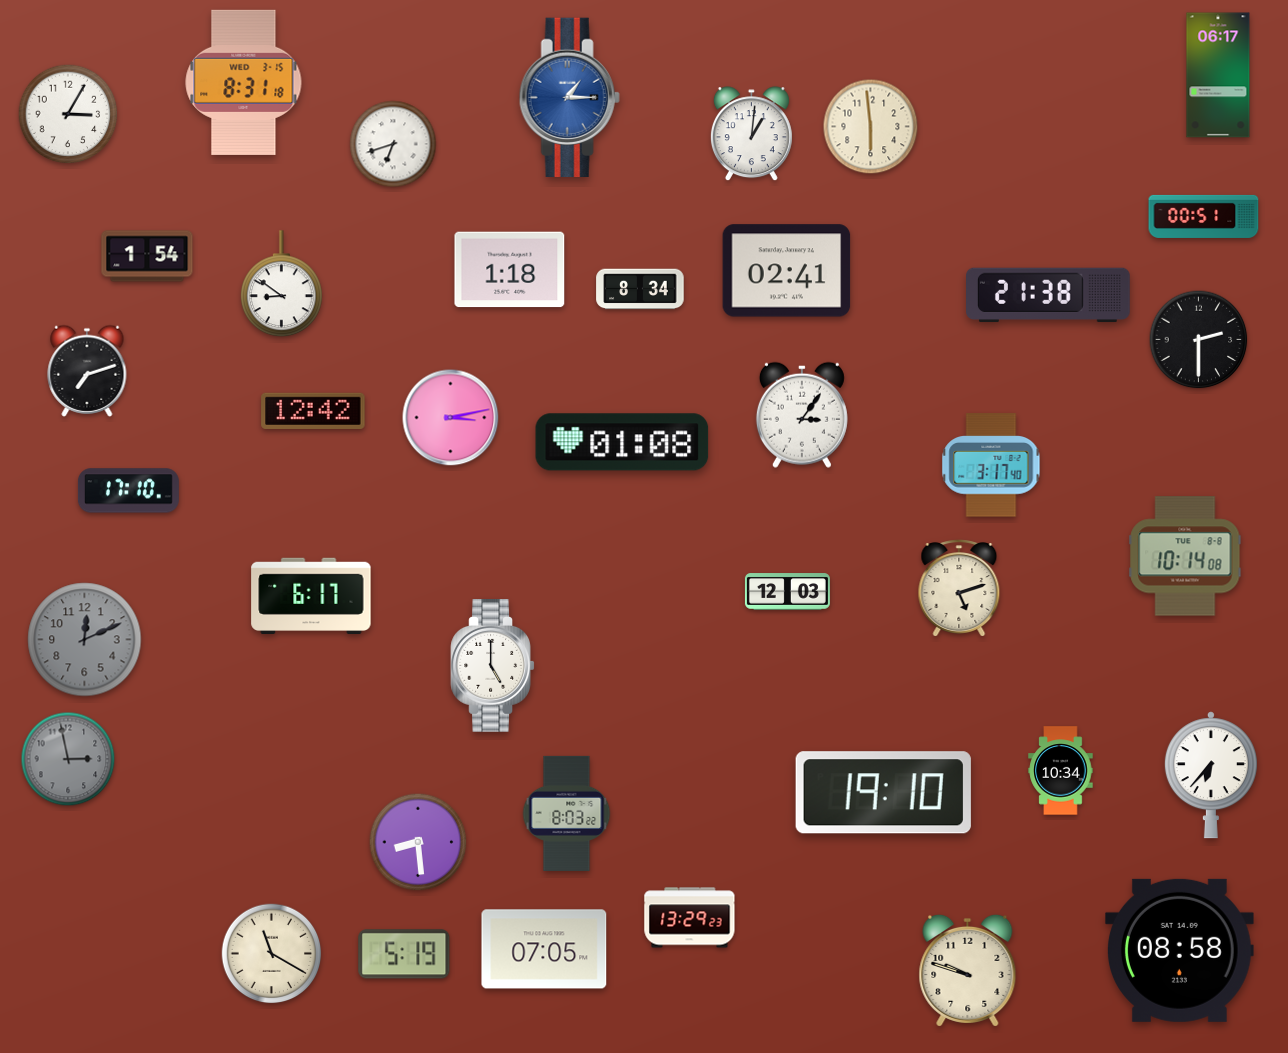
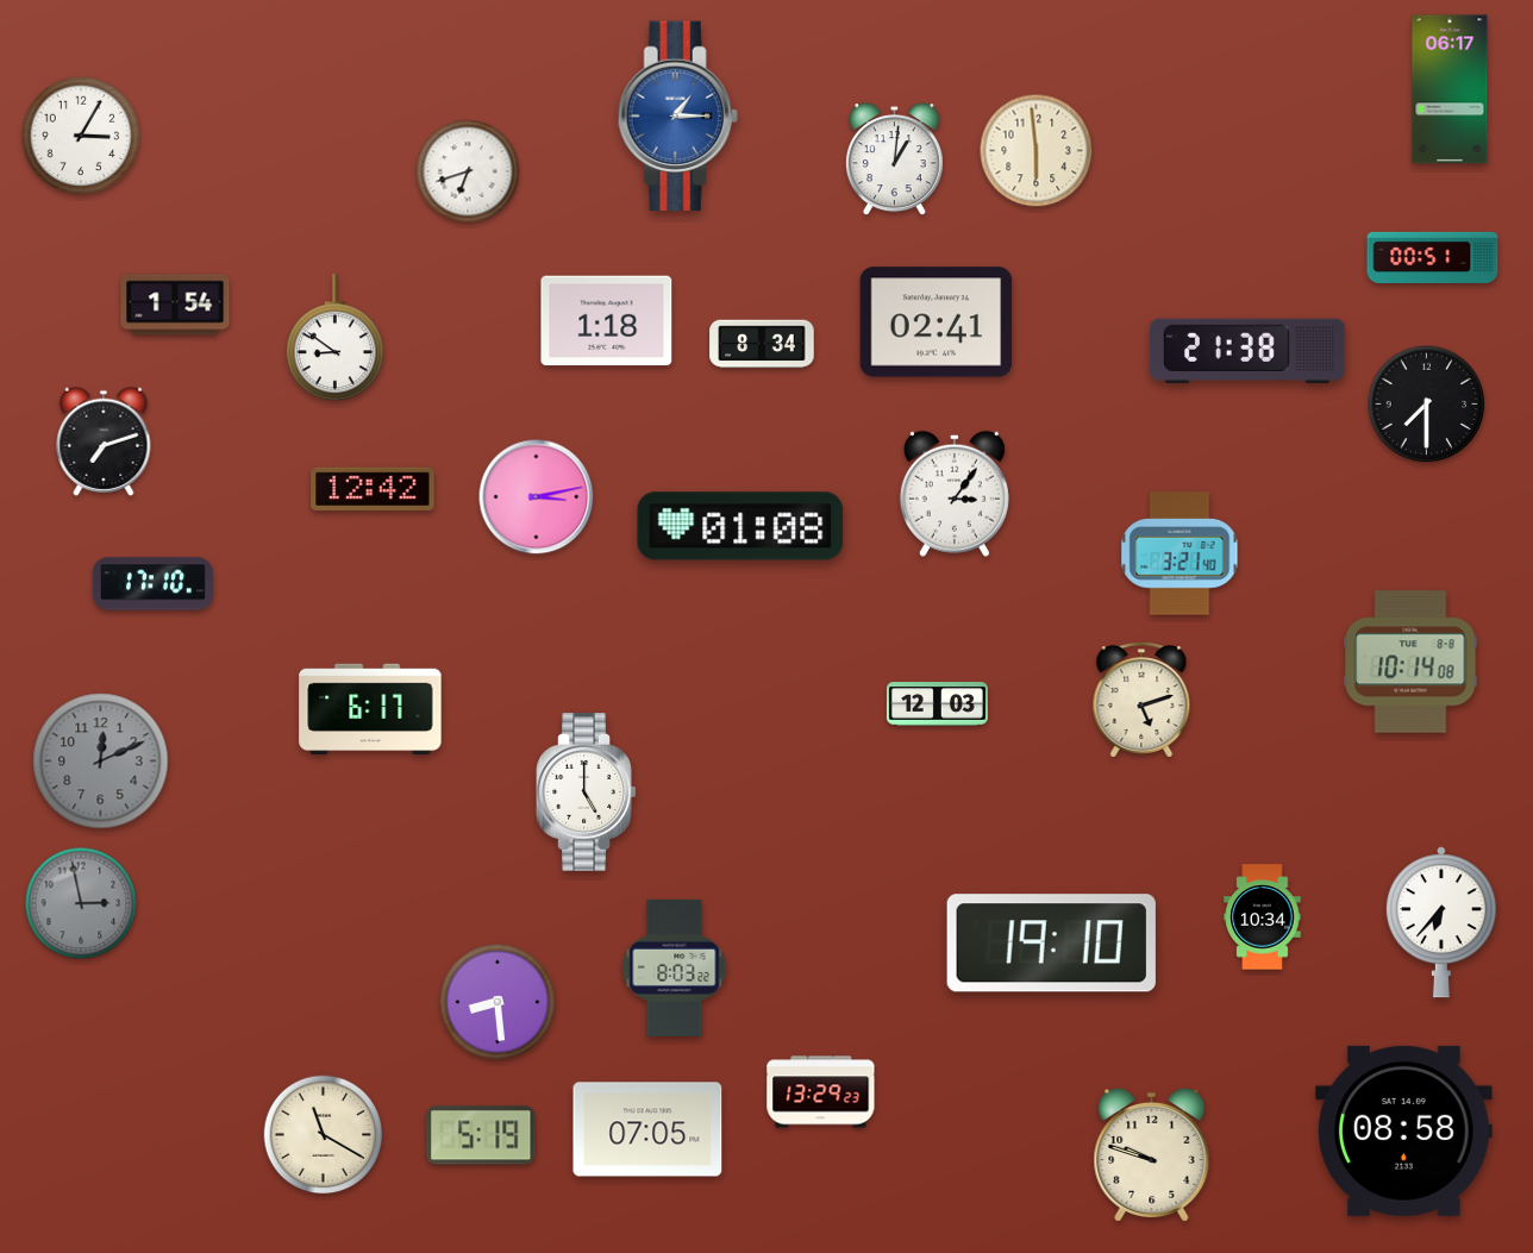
clock at (244, 82): 8:31 -> none
clock at (1199, 340): 2:30 -> 7:30
clock at (991, 465): 3:17 -> 3:21
